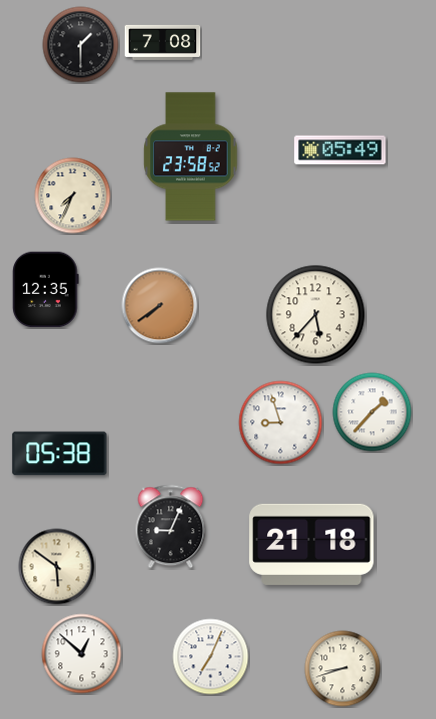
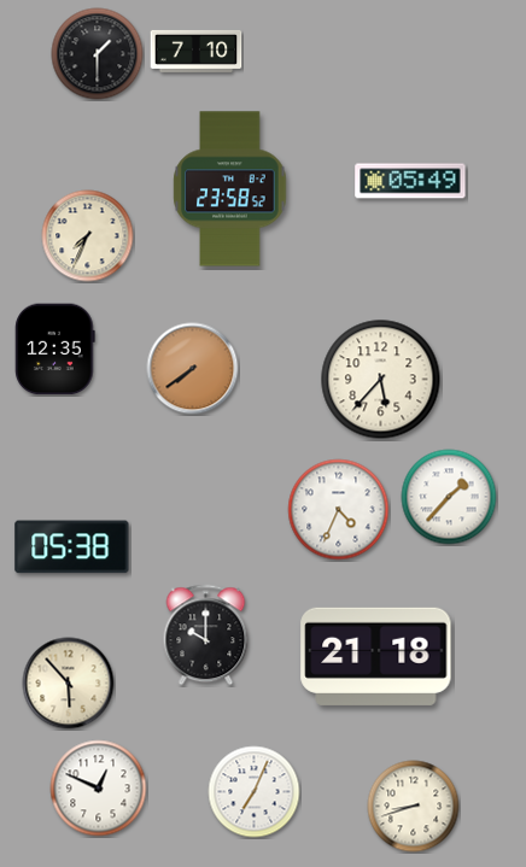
clock at (163, 42): 7:08 -> 7:10
clock at (281, 423): 8:57 -> 4:34
clock at (171, 527): 9:04 -> 10:00
clock at (57, 567): 5:51 -> 5:53
clock at (82, 654): 12:52 -> 12:49
